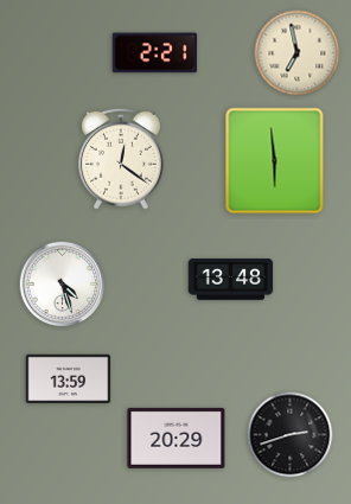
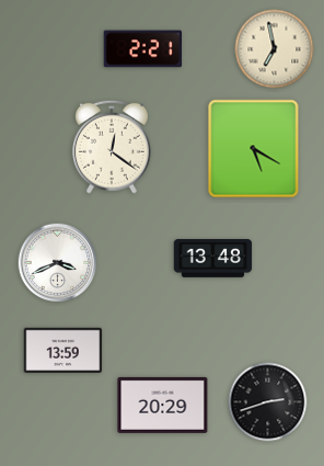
clock at (275, 161): 5:59 -> 5:20
clock at (63, 285): 4:27 -> 3:41
